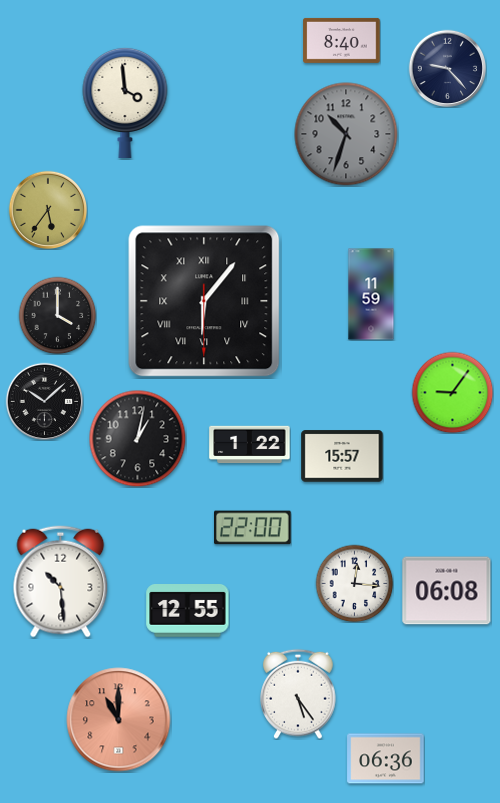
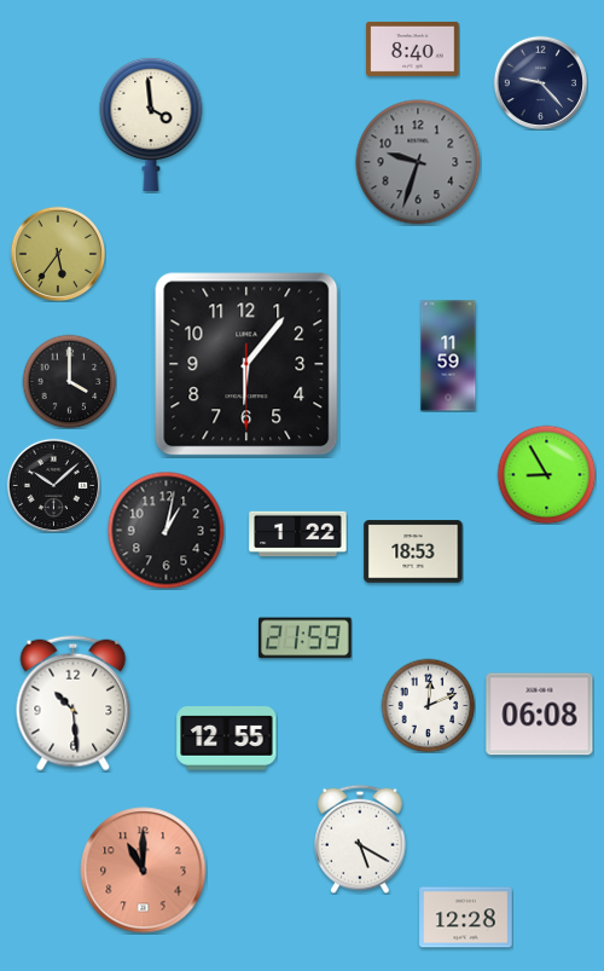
clock at (346, 134): 10:33 -> 9:33
clock at (204, 301) numerals: Roman -> Arabic
clock at (452, 392): 9:06 -> 8:55
clock at (250, 445) position: (250, 445) -> (298, 534)
clock at (342, 456): 15:57 -> 18:53
clock at (253, 528): 22:00 -> 21:59
clock at (354, 583): 12:16 -> 12:11
clock at (298, 694): 5:24 -> 5:20
clock at (386, 759): 06:36 -> 12:28
